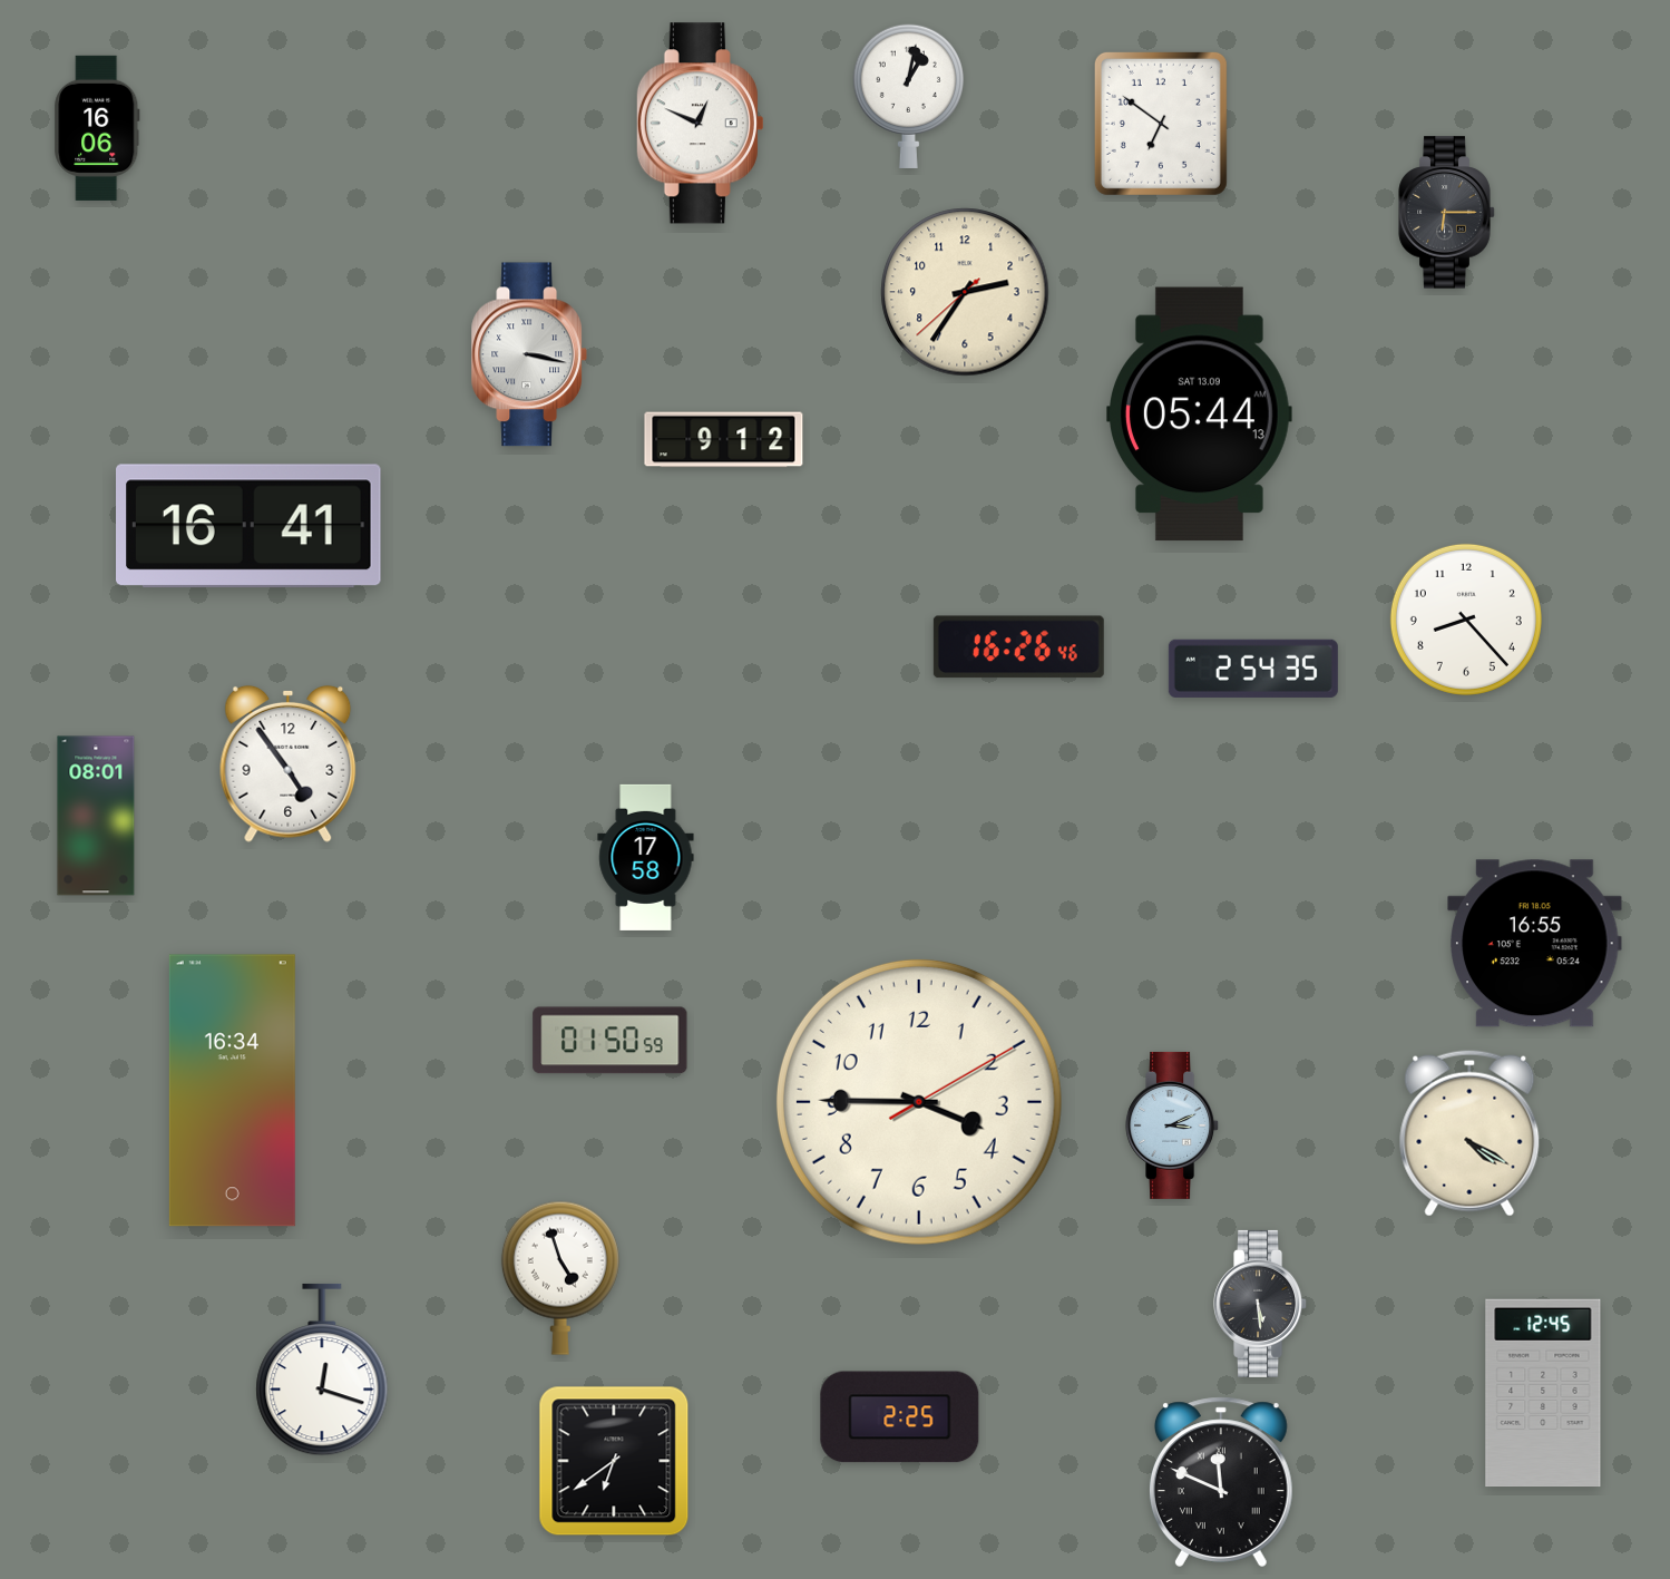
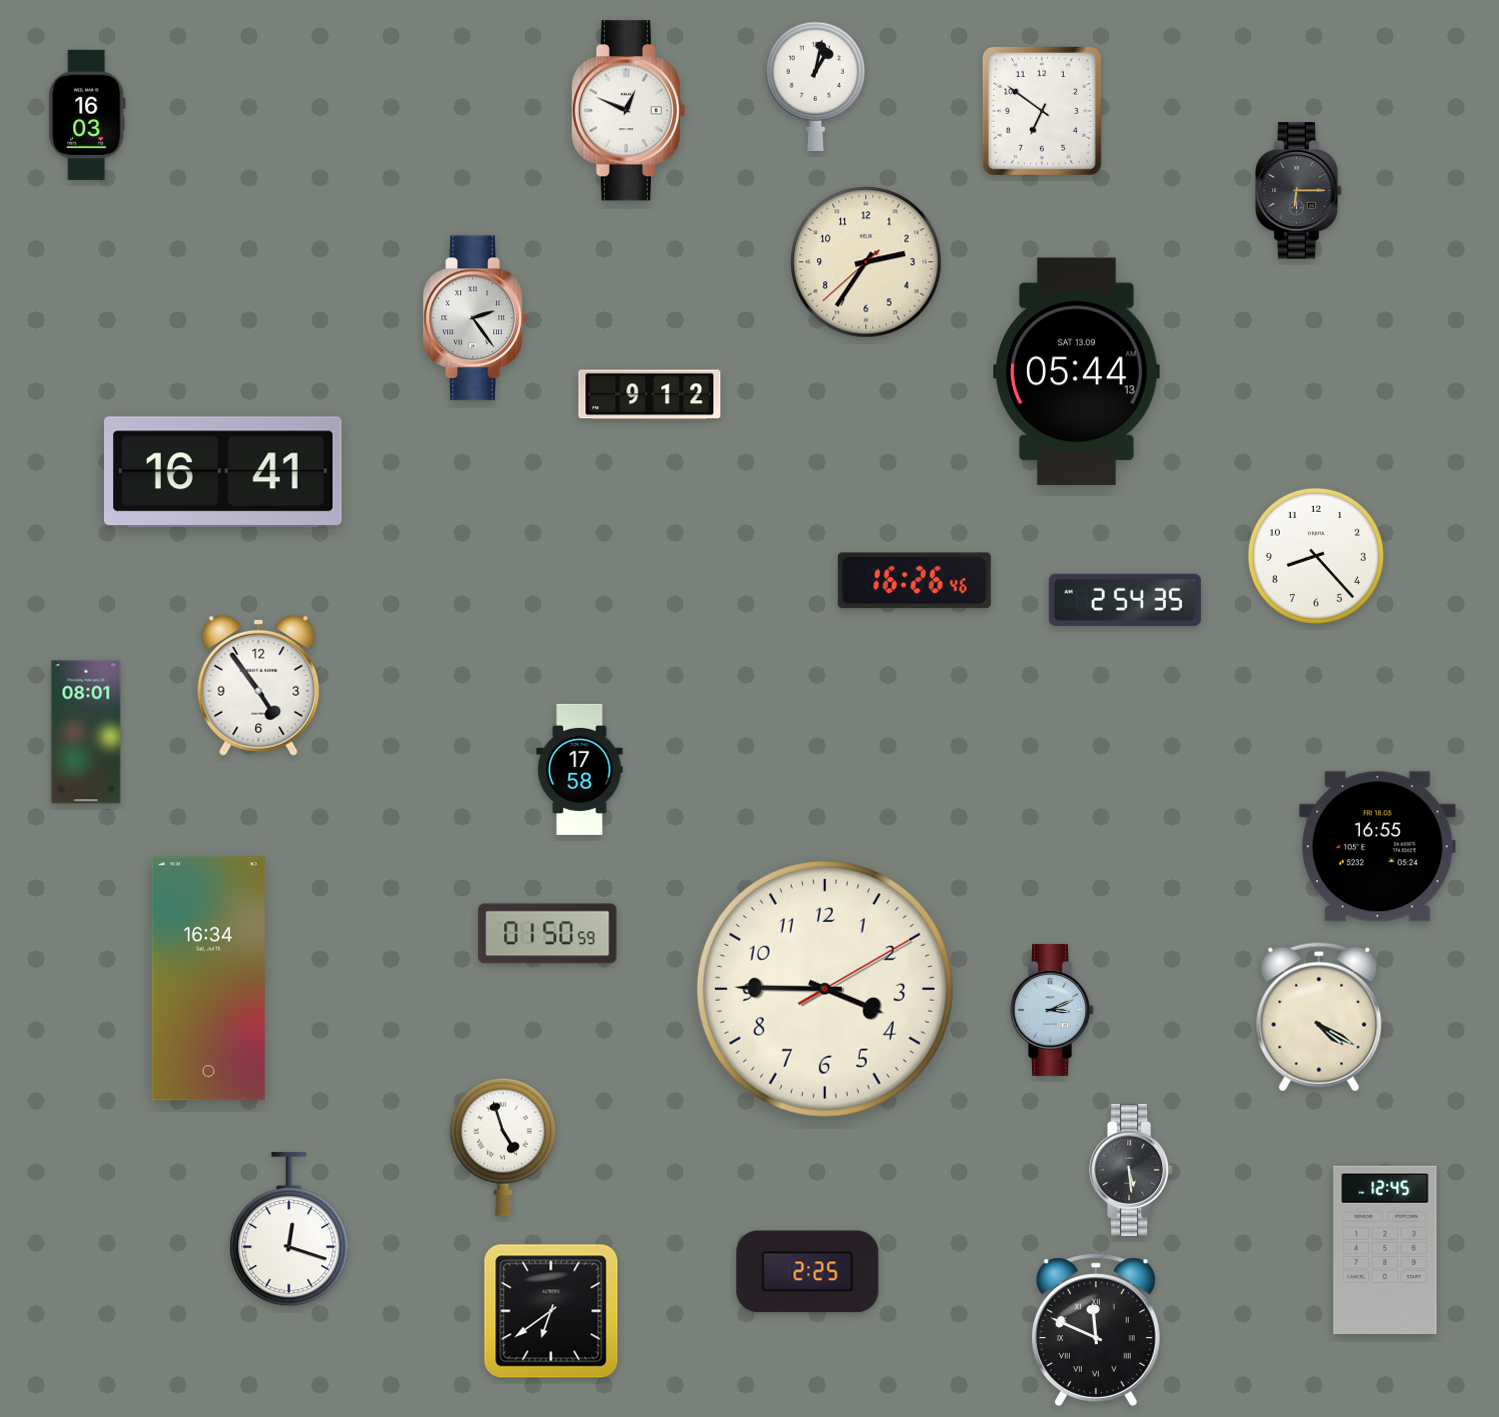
clock at (97, 128): 16:06 -> 16:03
clock at (528, 354): 3:17 -> 2:24
